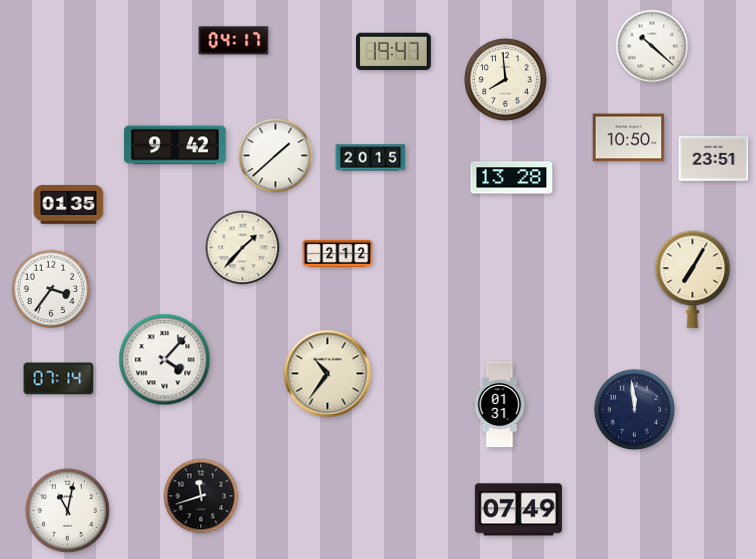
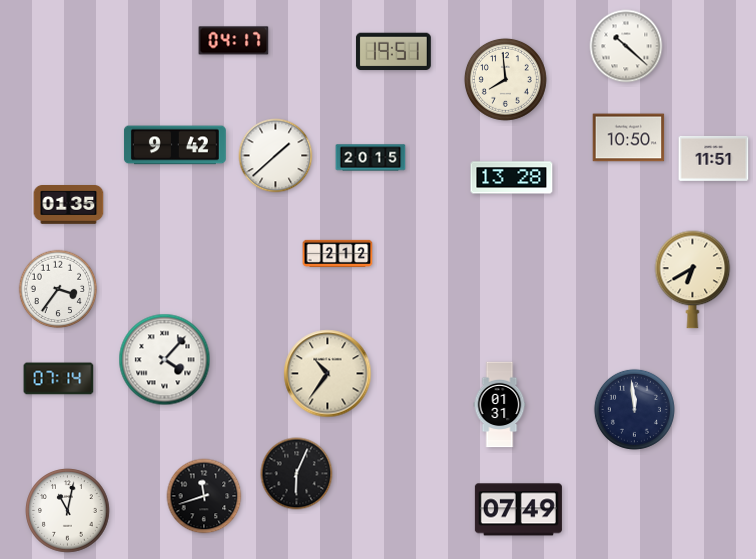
clock at (652, 46) position: (652, 46) -> (626, 46)
clock at (393, 52): 19:47 -> 19:51
clock at (714, 158): 23:51 -> 11:51
clock at (243, 248): 1:37 -> none
clock at (693, 280): 7:05 -> 6:40
clock at (51, 289) position: (51, 289) -> (58, 289)
clock at (297, 474): none -> 6:04
clock at (201, 496) position: (201, 496) -> (204, 496)
